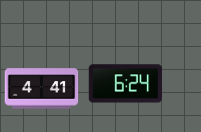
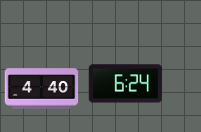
clock at (42, 89): 4:41 -> 4:40
